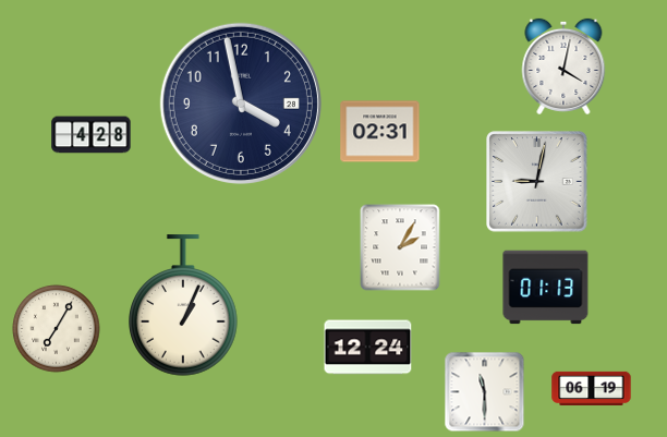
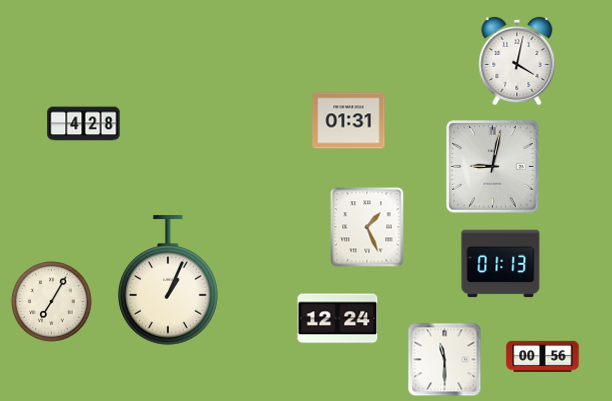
clock at (241, 104): 3:58 -> none
clock at (380, 132): 02:31 -> 01:31
clock at (400, 247): 2:05 -> 1:26
clock at (592, 388): 06:19 -> 00:56
